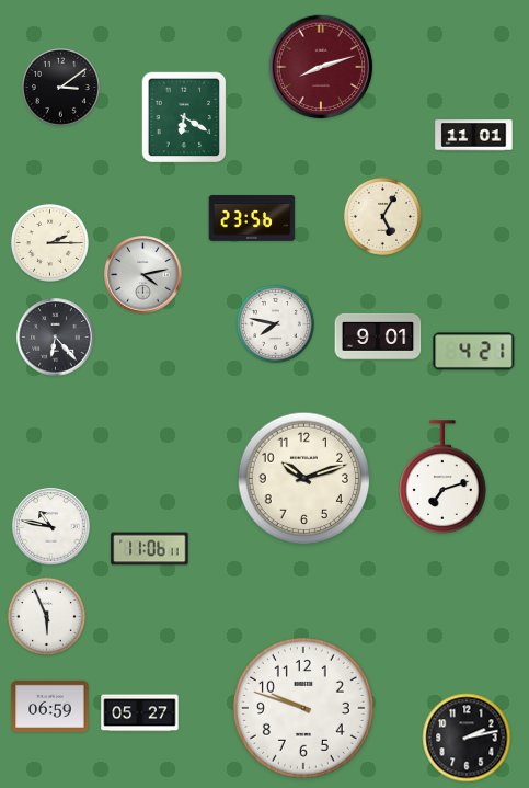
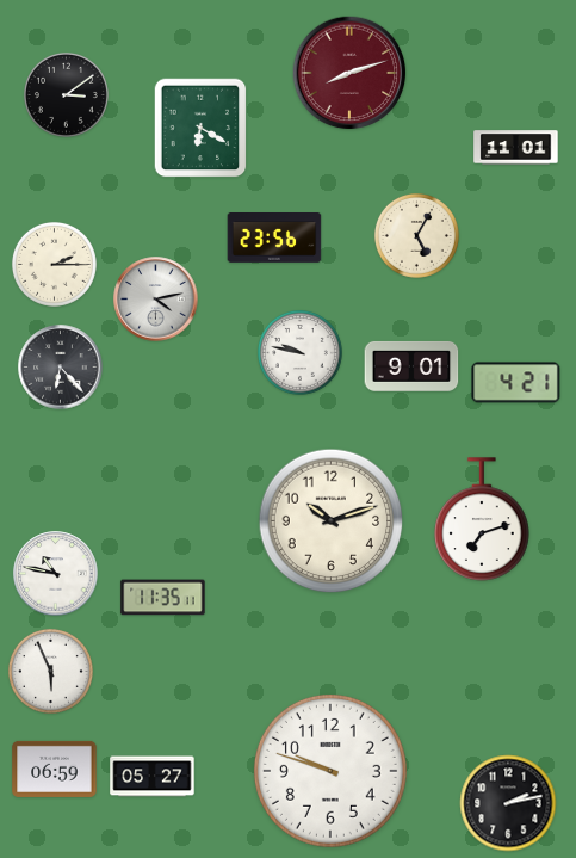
clock at (275, 323): 7:47 -> 9:47
clock at (150, 549): 11:06 -> 11:35
